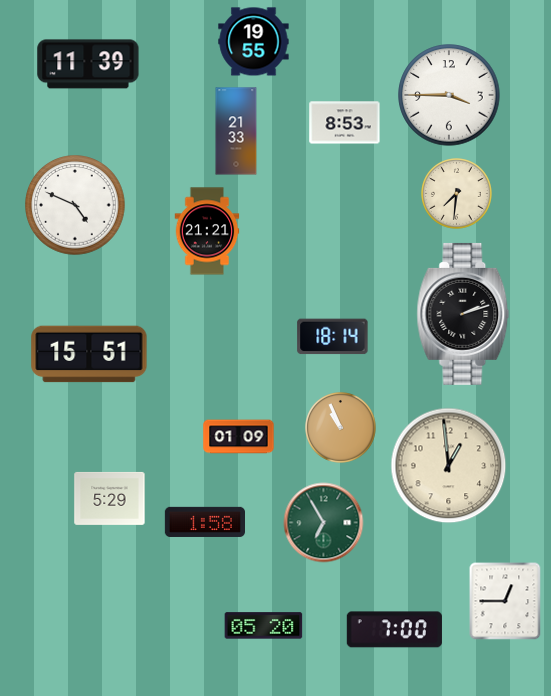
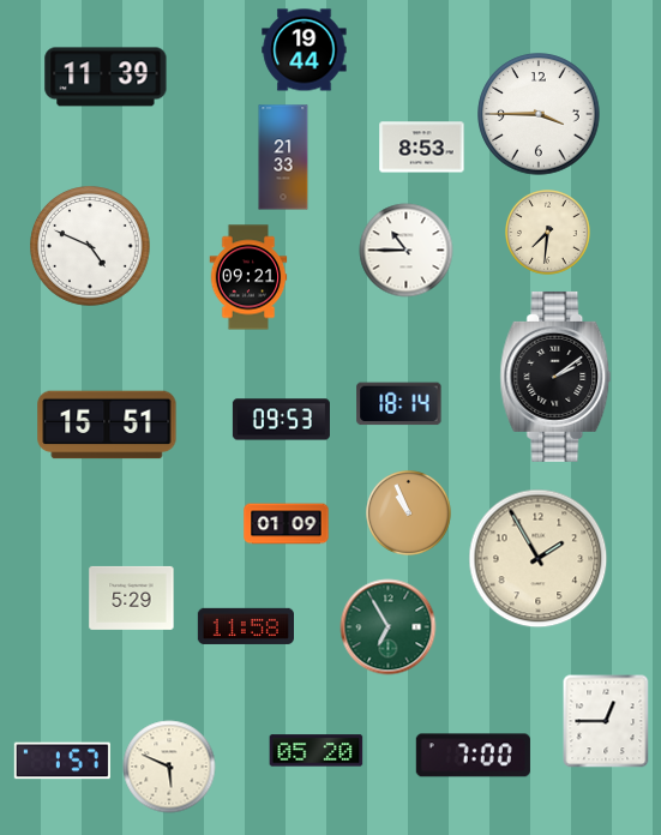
clock at (254, 42): 19:55 -> 19:44
clock at (345, 123) position: (345, 123) -> (422, 148)
clock at (407, 251): none -> 10:45
clock at (207, 231): 21:21 -> 09:21
clock at (463, 314): 2:12 -> 2:09
clock at (281, 420): none -> 09:53
clock at (449, 466): 12:59 -> 1:55
clock at (204, 522): 1:58 -> 11:58
clock at (62, 761): none -> 1:57
clock at (169, 767): none -> 5:49
